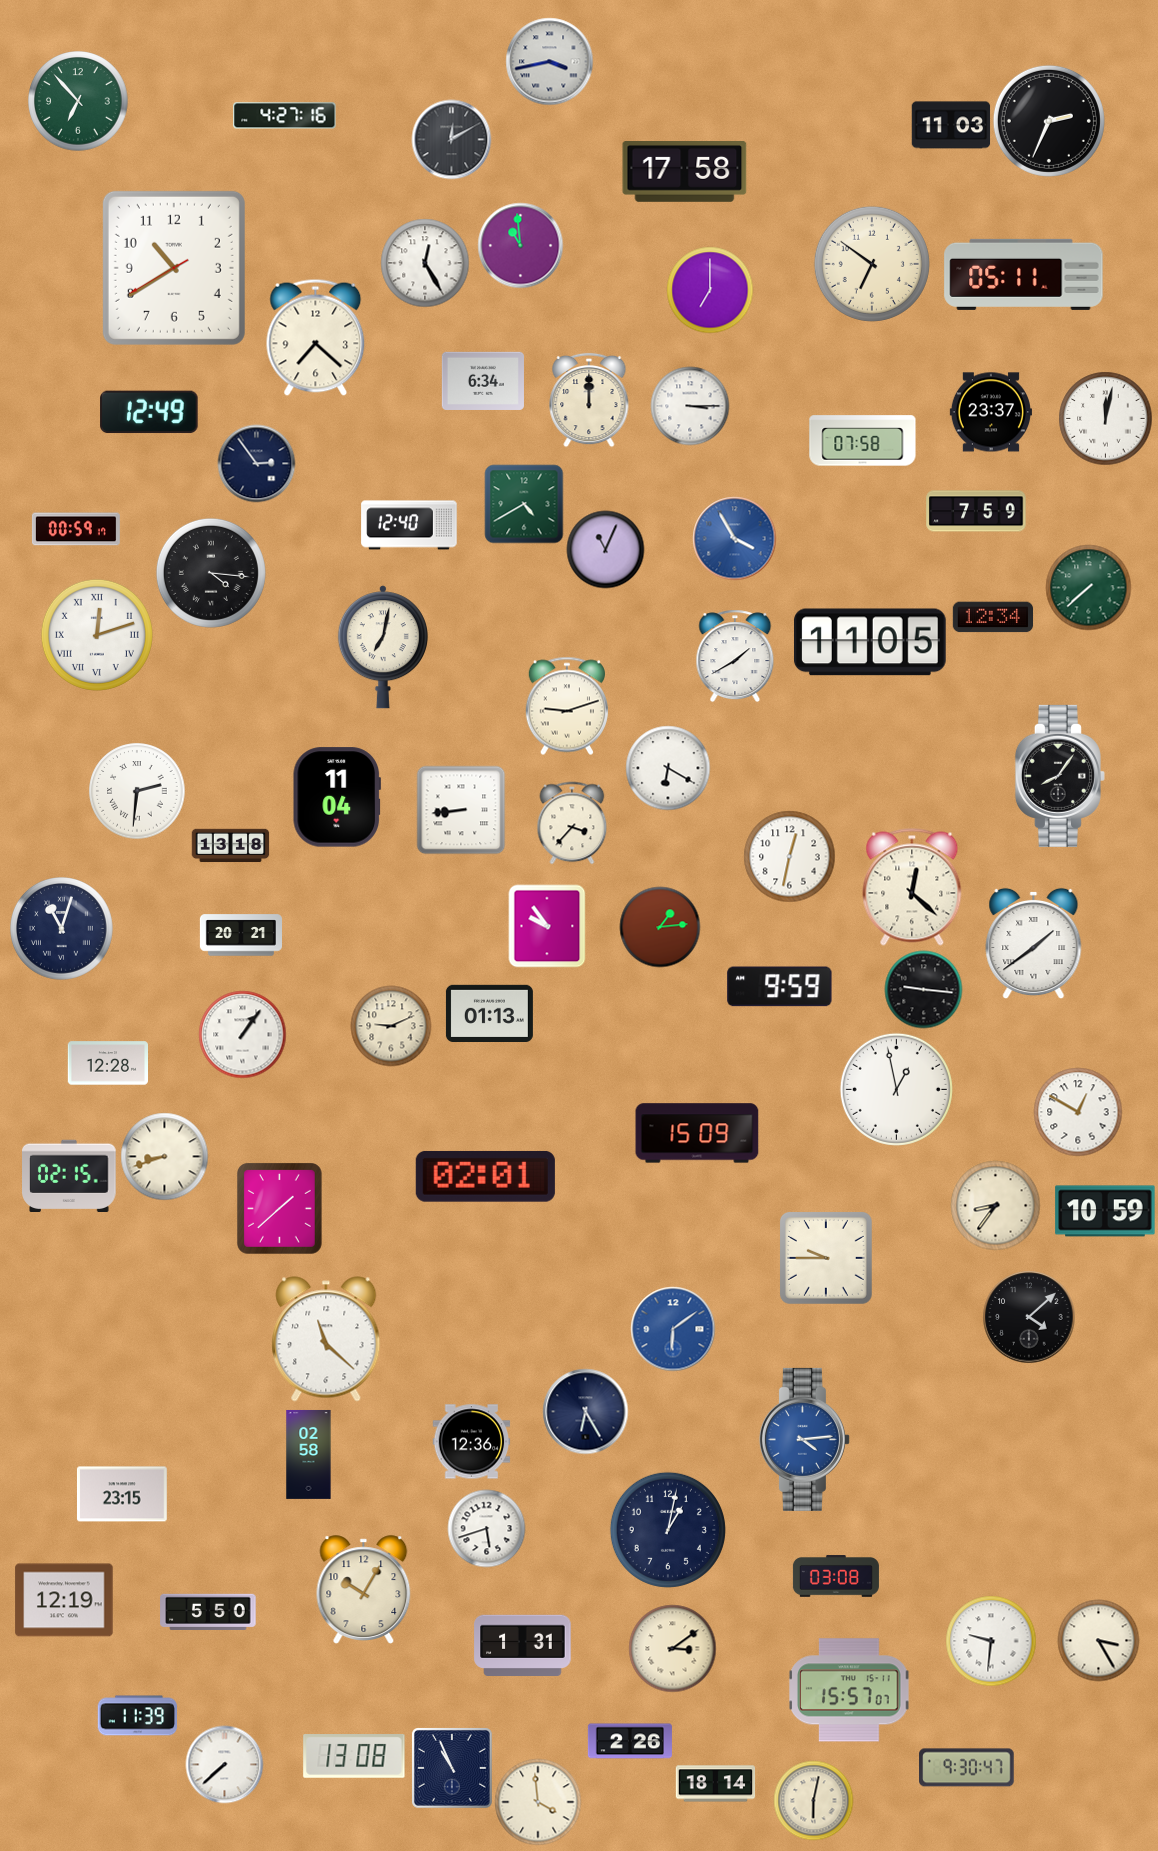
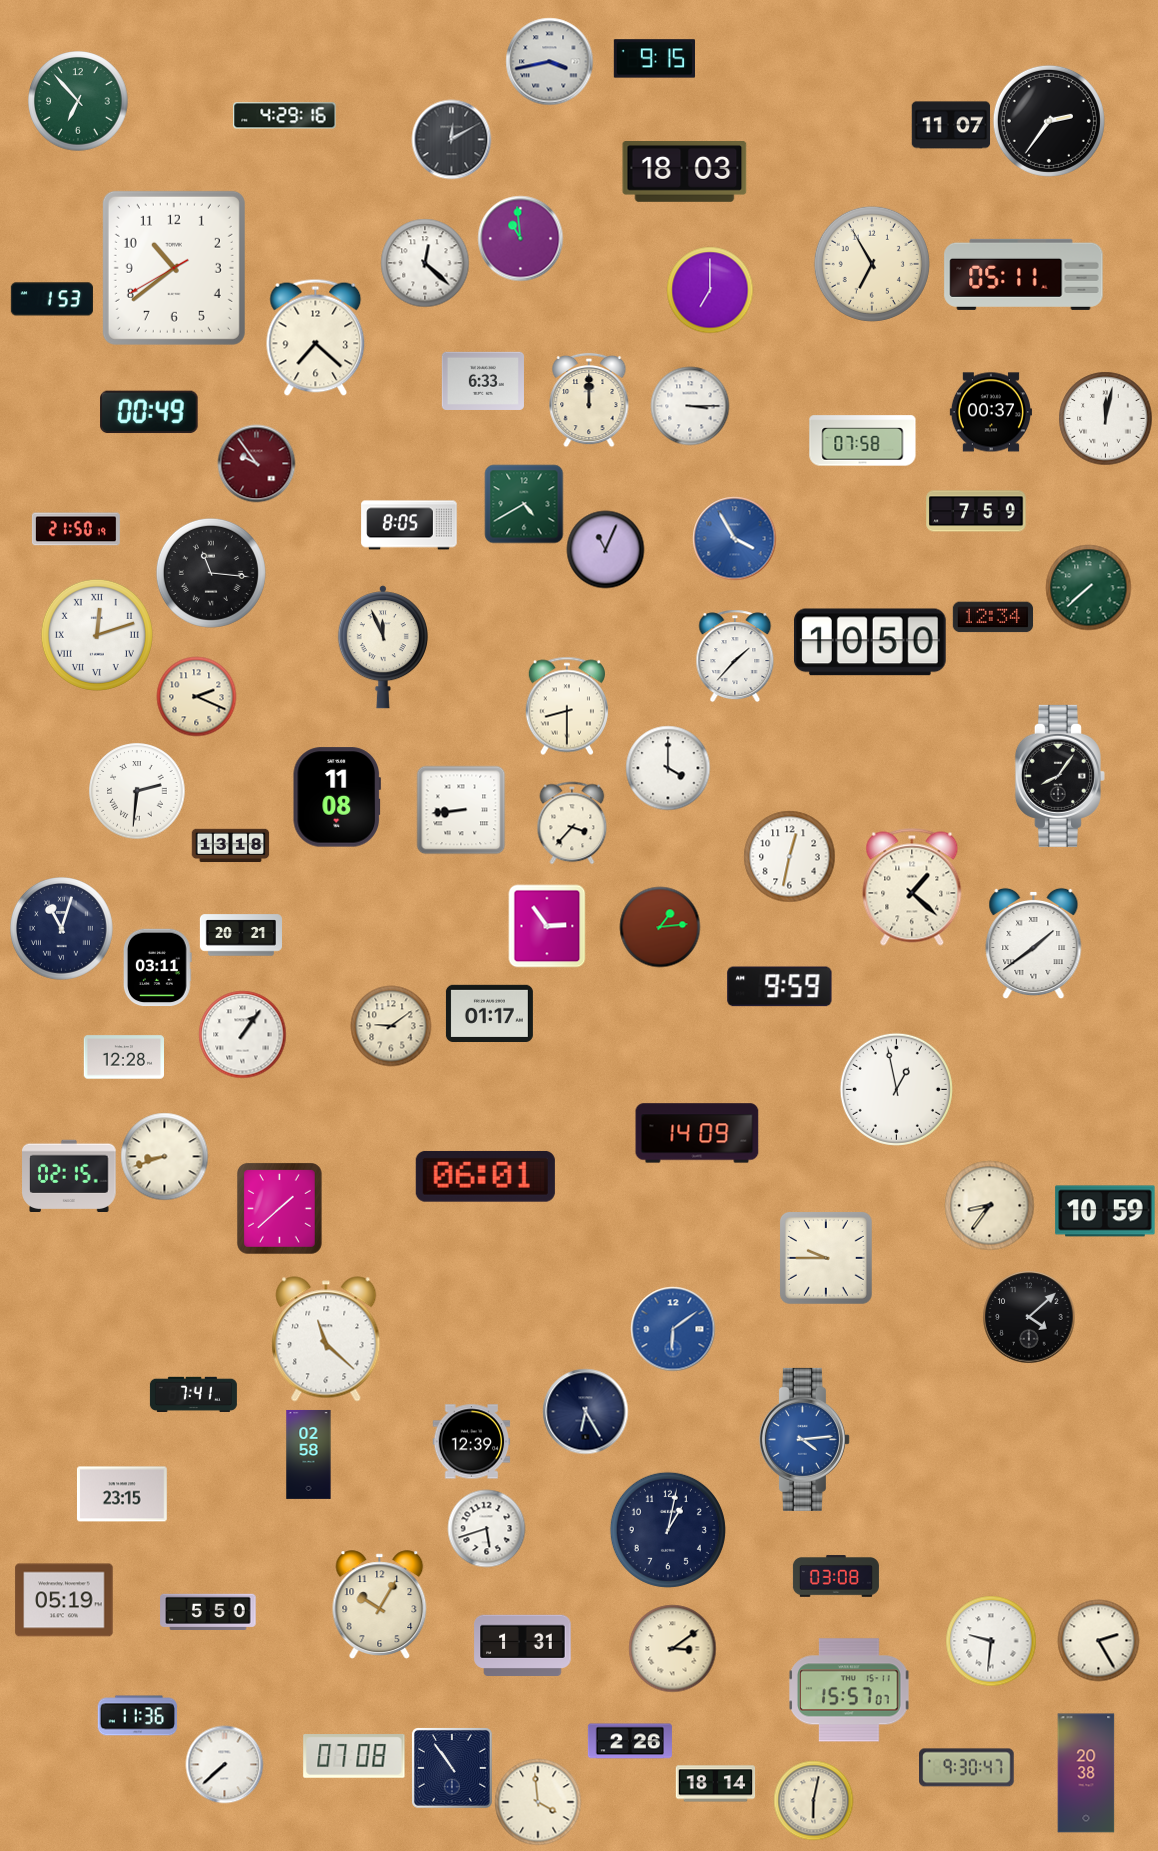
clock at (654, 59): none -> 9:15
clock at (285, 116): 4:27 -> 4:29
clock at (1049, 121): 2:34 -> 2:36
clock at (951, 125): 11:03 -> 11:07
clock at (685, 172): 17:58 -> 18:03
clock at (520, 245) position: (520, 245) -> (520, 238)
clock at (425, 263): 12:25 -> 12:22
clock at (872, 264): 6:51 -> 6:55
clock at (174, 268): 10:39 -> 10:38
clock at (52, 299): none -> 1:53
clock at (483, 381): 6:34 -> 6:33
clock at (149, 412): 12:49 -> 00:49
clock at (991, 412): 23:37 -> 00:37
clock at (256, 463): 2:54 -> 9:54
clock at (256, 463) dial: navy -> burgundy
clock at (409, 525): 12:40 -> 8:05
clock at (76, 529): 00:59 -> 21:50
clock at (211, 573): 4:16 -> 11:16
clock at (871, 642): 11:05 -> 10:50
clock at (383, 647): 7:02 -> 11:56
clock at (735, 656): 1:40 -> 1:37
clock at (196, 696): none -> 2:19
clock at (567, 706): 9:12 -> 8:30
clock at (668, 768): 6:20 -> 4:00
clock at (337, 797): 11:04 -> 11:08
clock at (912, 887): 12:22 -> 1:22
clock at (547, 926): 9:54 -> 2:54
clock at (158, 967): none -> 03:11
clock at (923, 989): 9:16 -> none
clock at (489, 1013): 01:13 -> 01:17
clock at (391, 1026): 9:11 -> 9:09
clock at (107, 1063) position: (107, 1063) -> (123, 1057)
clock at (1078, 1112): 12:50 -> none
clock at (697, 1133): 15:09 -> 14:09
clock at (485, 1177): 02:01 -> 06:01
clock at (995, 1205) position: (995, 1205) -> (989, 1205)
clock at (193, 1394): none -> 7:41
clock at (471, 1442): 12:36 -> 12:39
clock at (364, 1590) position: (364, 1590) -> (380, 1605)
clock at (64, 1600): 12:19 -> 05:19
clock at (1098, 1640): 3:25 -> 2:25
clock at (137, 1716): 11:39 -> 11:36
clock at (354, 1757): 13:08 -> 07:08
clock at (452, 1768): 10:56 -> 10:54
clock at (1086, 1773): none -> 20:38
